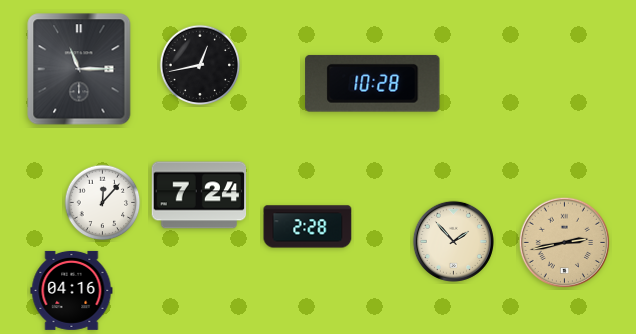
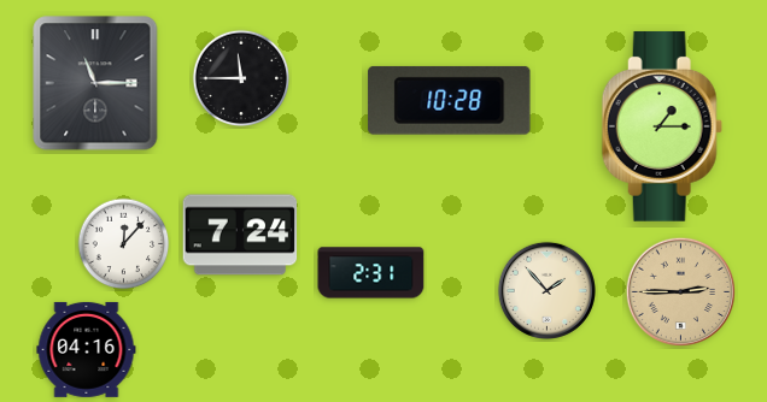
clock at (200, 65): 12:43 -> 11:45
clock at (662, 126): none -> 1:15
clock at (308, 227): 2:28 -> 2:31
clock at (564, 242): 2:43 -> 2:45
